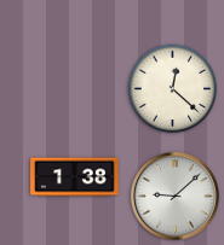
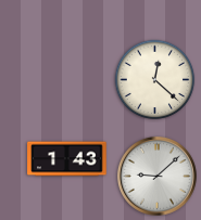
clock at (75, 177): 1:38 -> 1:43
